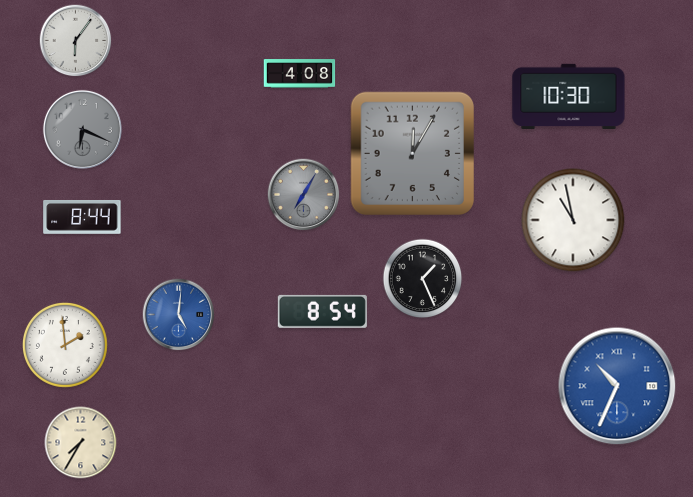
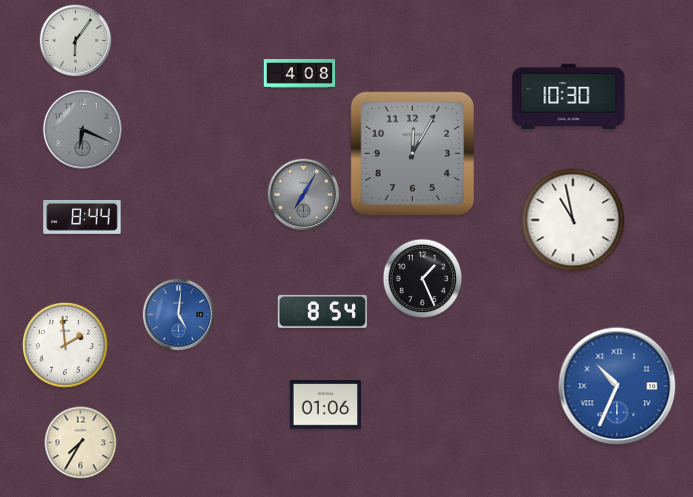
clock at (326, 405): none -> 01:06
